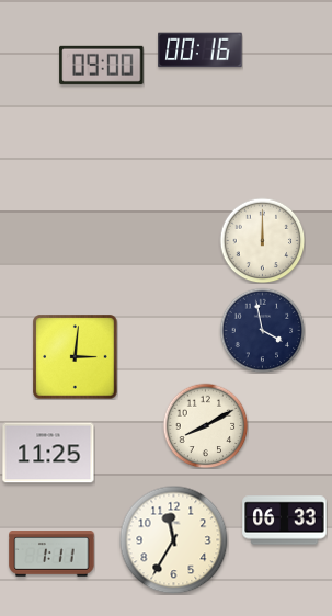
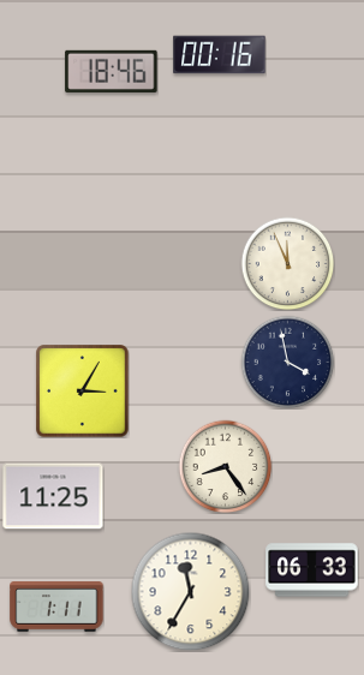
clock at (102, 65): 09:00 -> 18:46
clock at (262, 240): 12:00 -> 11:56
clock at (76, 357): 3:01 -> 3:05
clock at (205, 425): 8:10 -> 8:24
